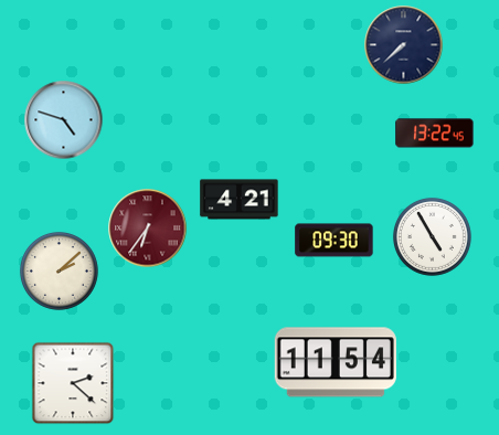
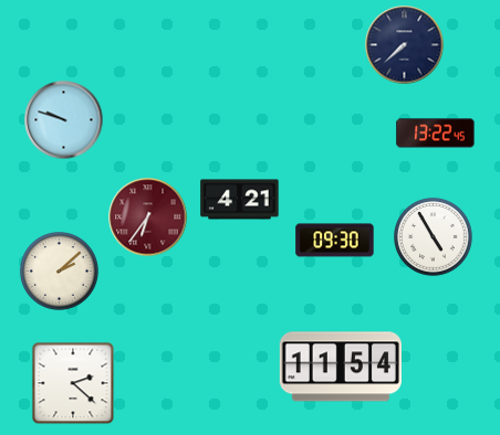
clock at (64, 120): 4:48 -> 9:48
clock at (148, 229) position: (148, 229) -> (148, 217)
clock at (336, 362) position: (336, 362) -> (341, 367)
